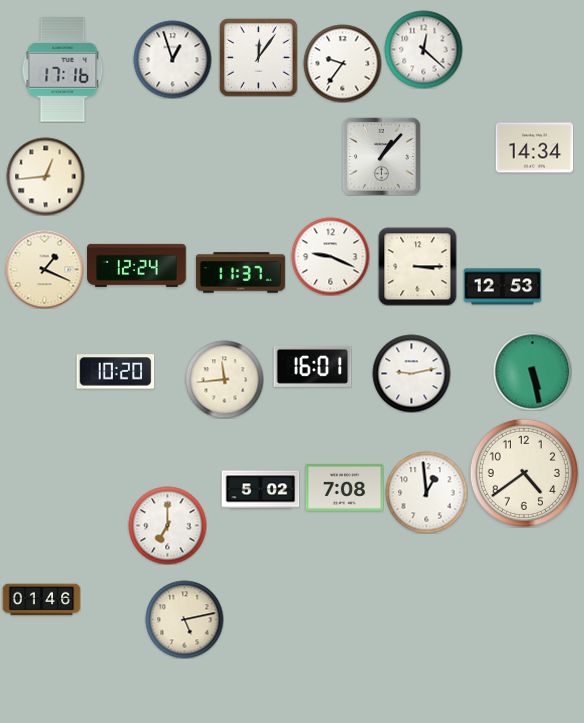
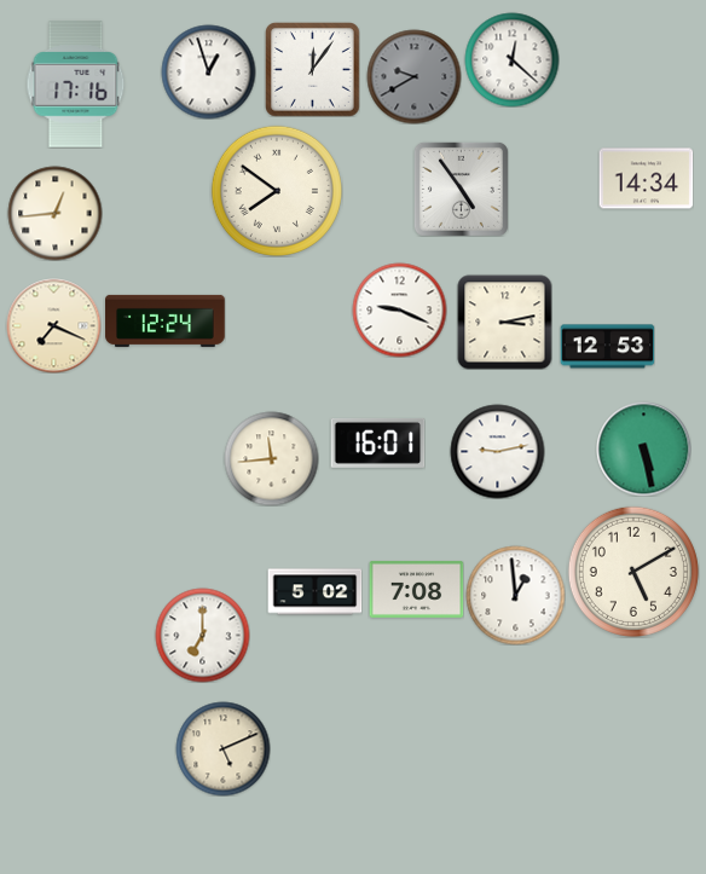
clock at (342, 63): 9:36 -> 9:40
clock at (342, 63) dial: white -> grey
clock at (381, 156): 1:07 -> 4:54
clock at (277, 191): none -> 7:51
clock at (417, 266): 3:15 -> 3:13
clock at (44, 269): 1:19 -> 7:19
clock at (240, 273): 11:37 -> none
clock at (115, 372): 10:20 -> none
clock at (524, 473): 4:39 -> 5:10
clock at (41, 600): 01:46 -> none
clock at (184, 619): 5:13 -> 5:11
